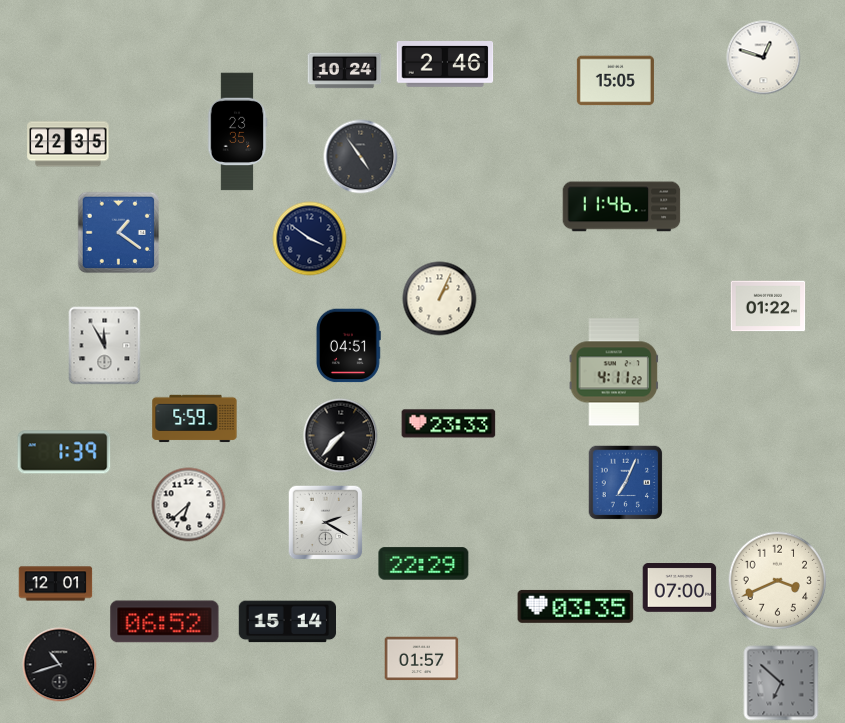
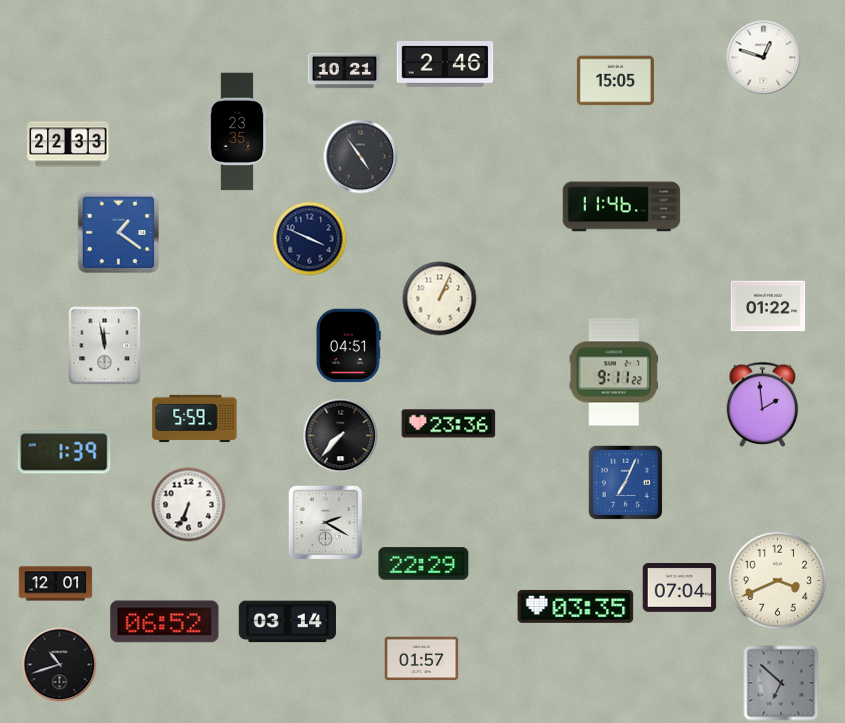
clock at (345, 71): 10:24 -> 10:21
clock at (68, 144): 22:35 -> 22:33
clock at (310, 239): 3:51 -> 3:49
clock at (105, 346): 11:55 -> 11:58
clock at (614, 372): 4:11 -> 9:11
clock at (763, 404): none -> 1:59
clock at (449, 424): 23:33 -> 23:36
clock at (189, 505): 6:38 -> 6:34
clock at (680, 588): 07:00 -> 07:04
clock at (287, 622): 15:14 -> 03:14
